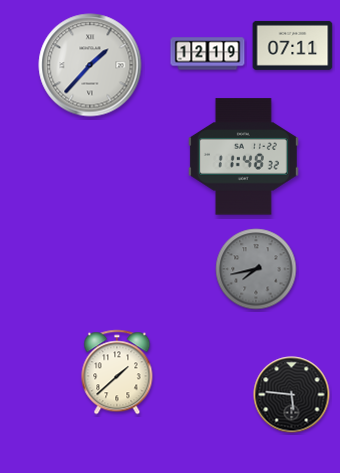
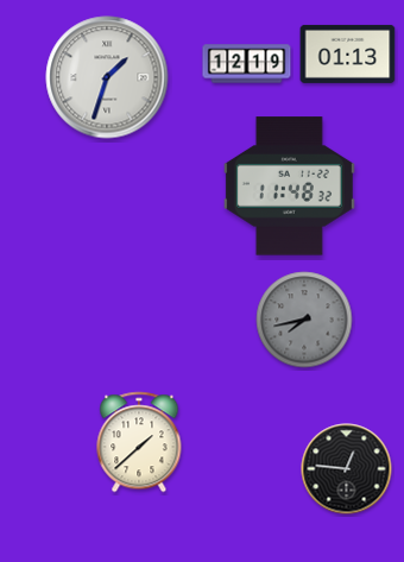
clock at (293, 45): 07:11 -> 01:13
clock at (90, 65): 1:37 -> 1:33
clock at (292, 395): 5:46 -> 12:46
